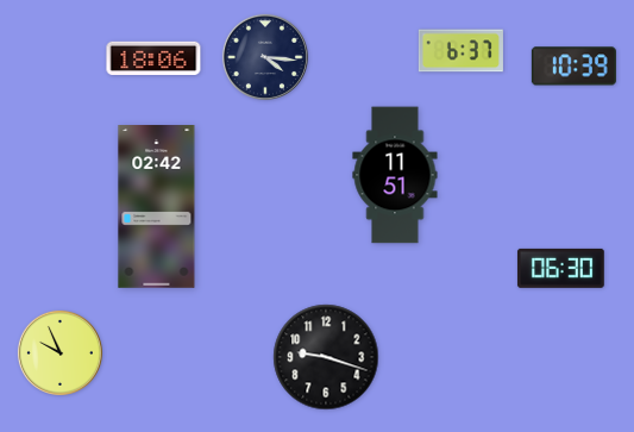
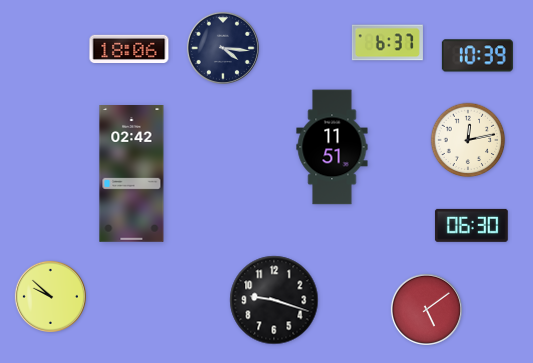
clock at (573, 67) position: (573, 67) -> (477, 56)
clock at (468, 140): none -> 12:13
clock at (59, 352): 9:56 -> 9:52
clock at (426, 309): none -> 5:09
